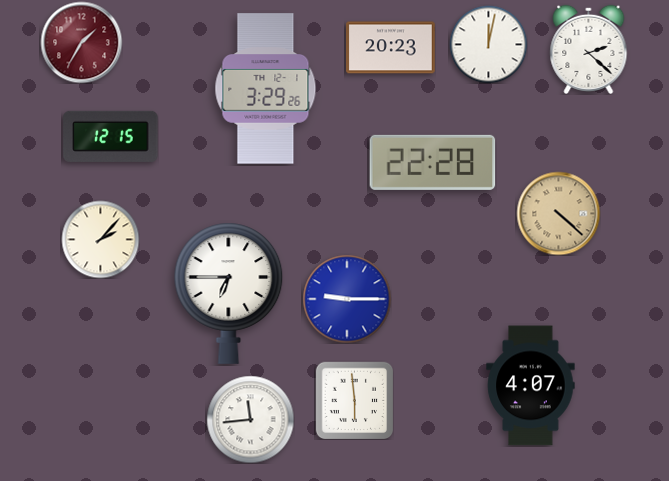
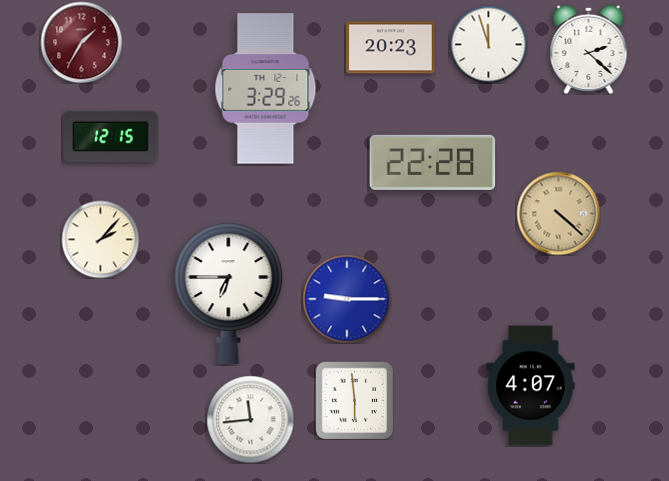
clock at (488, 44): 12:02 -> 11:57
